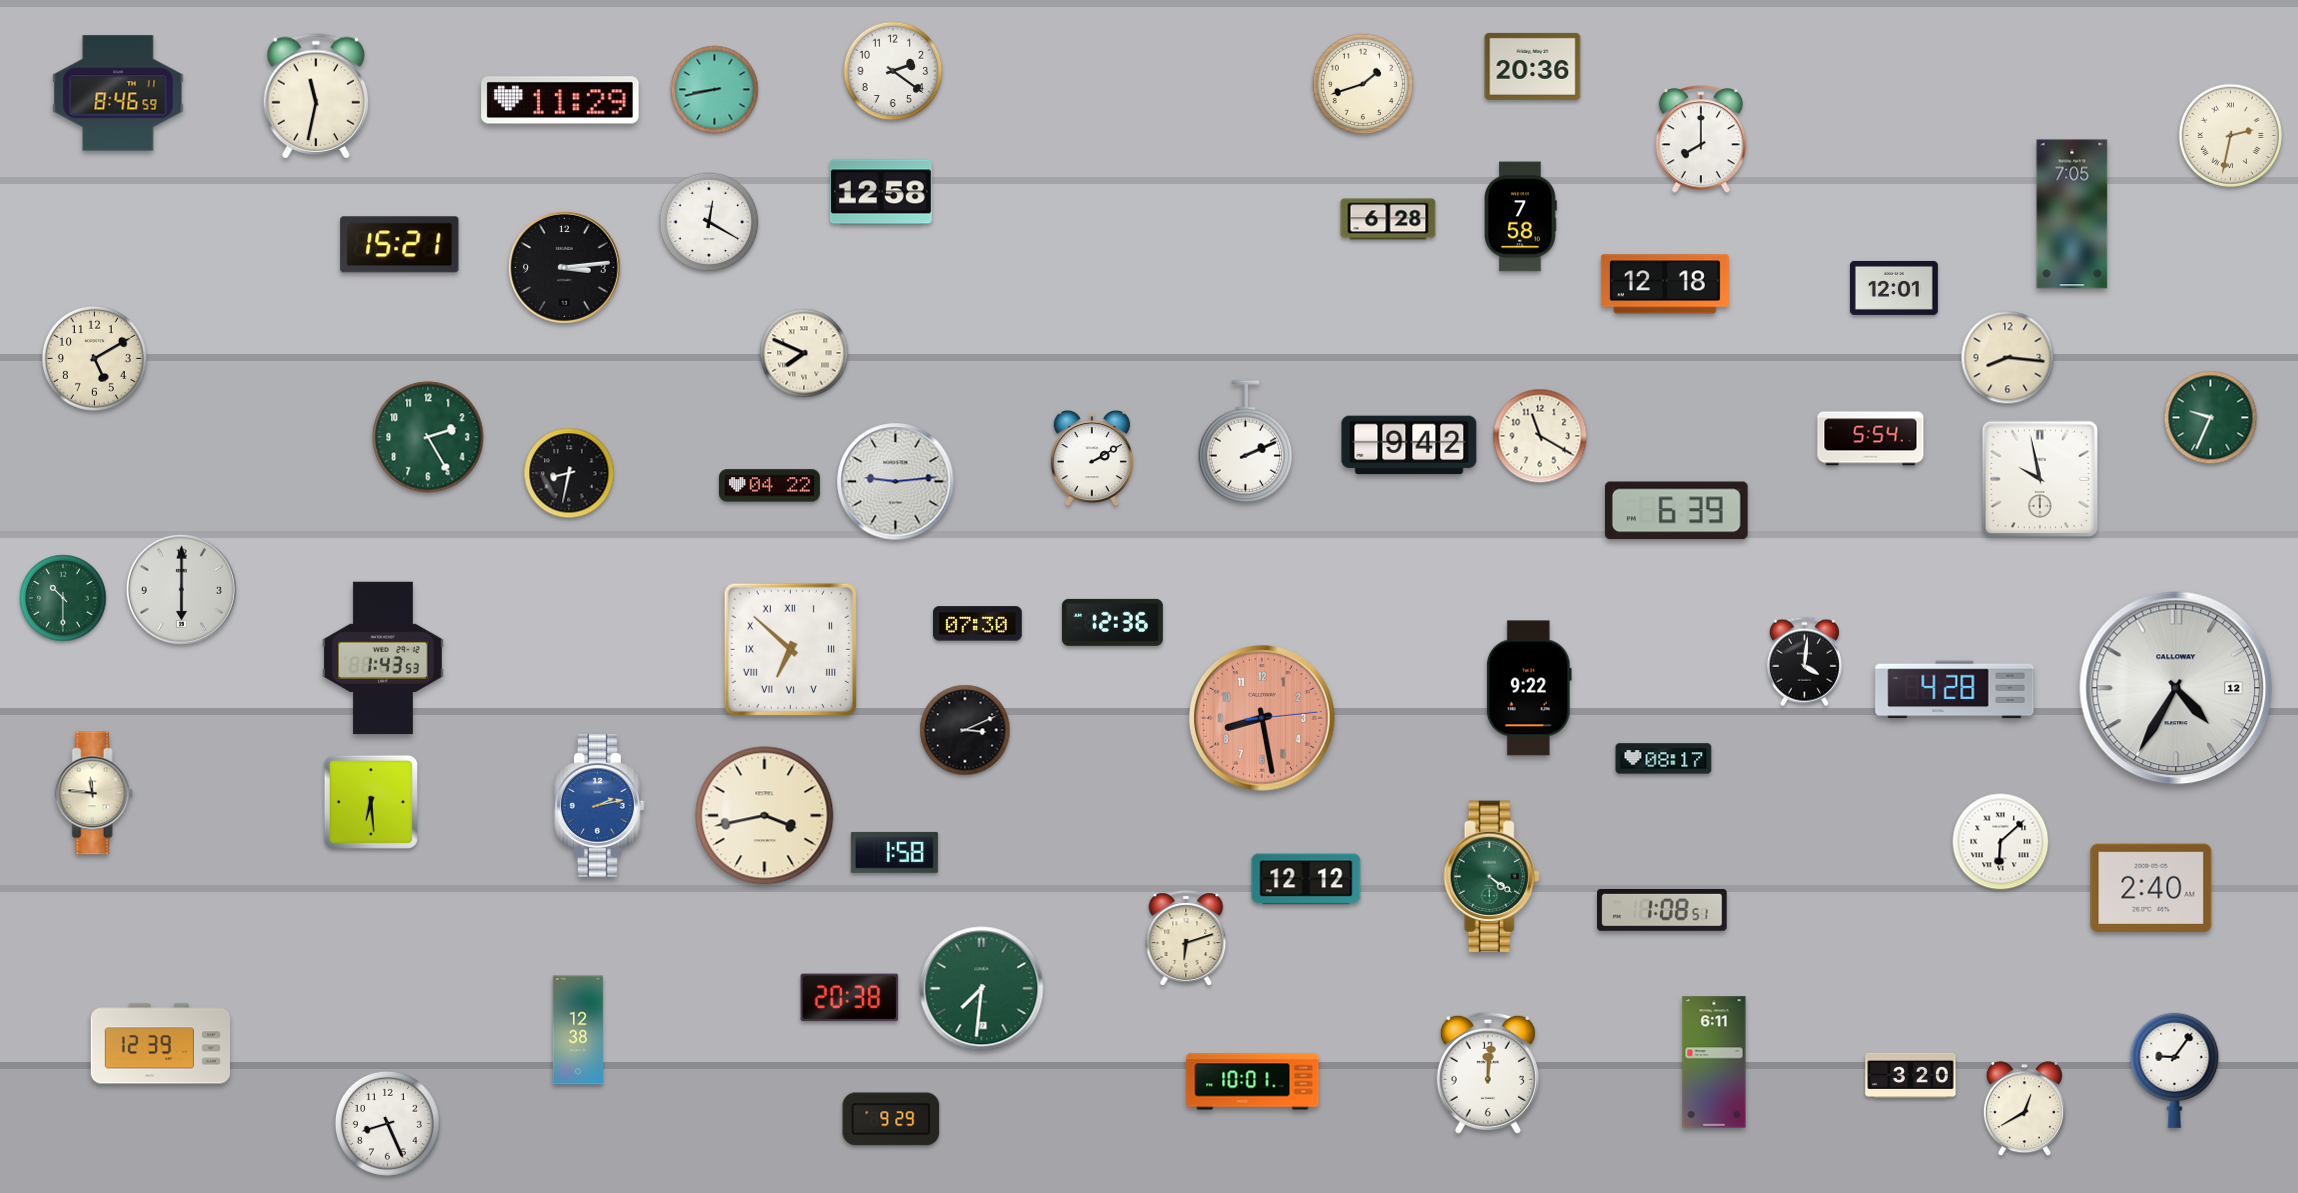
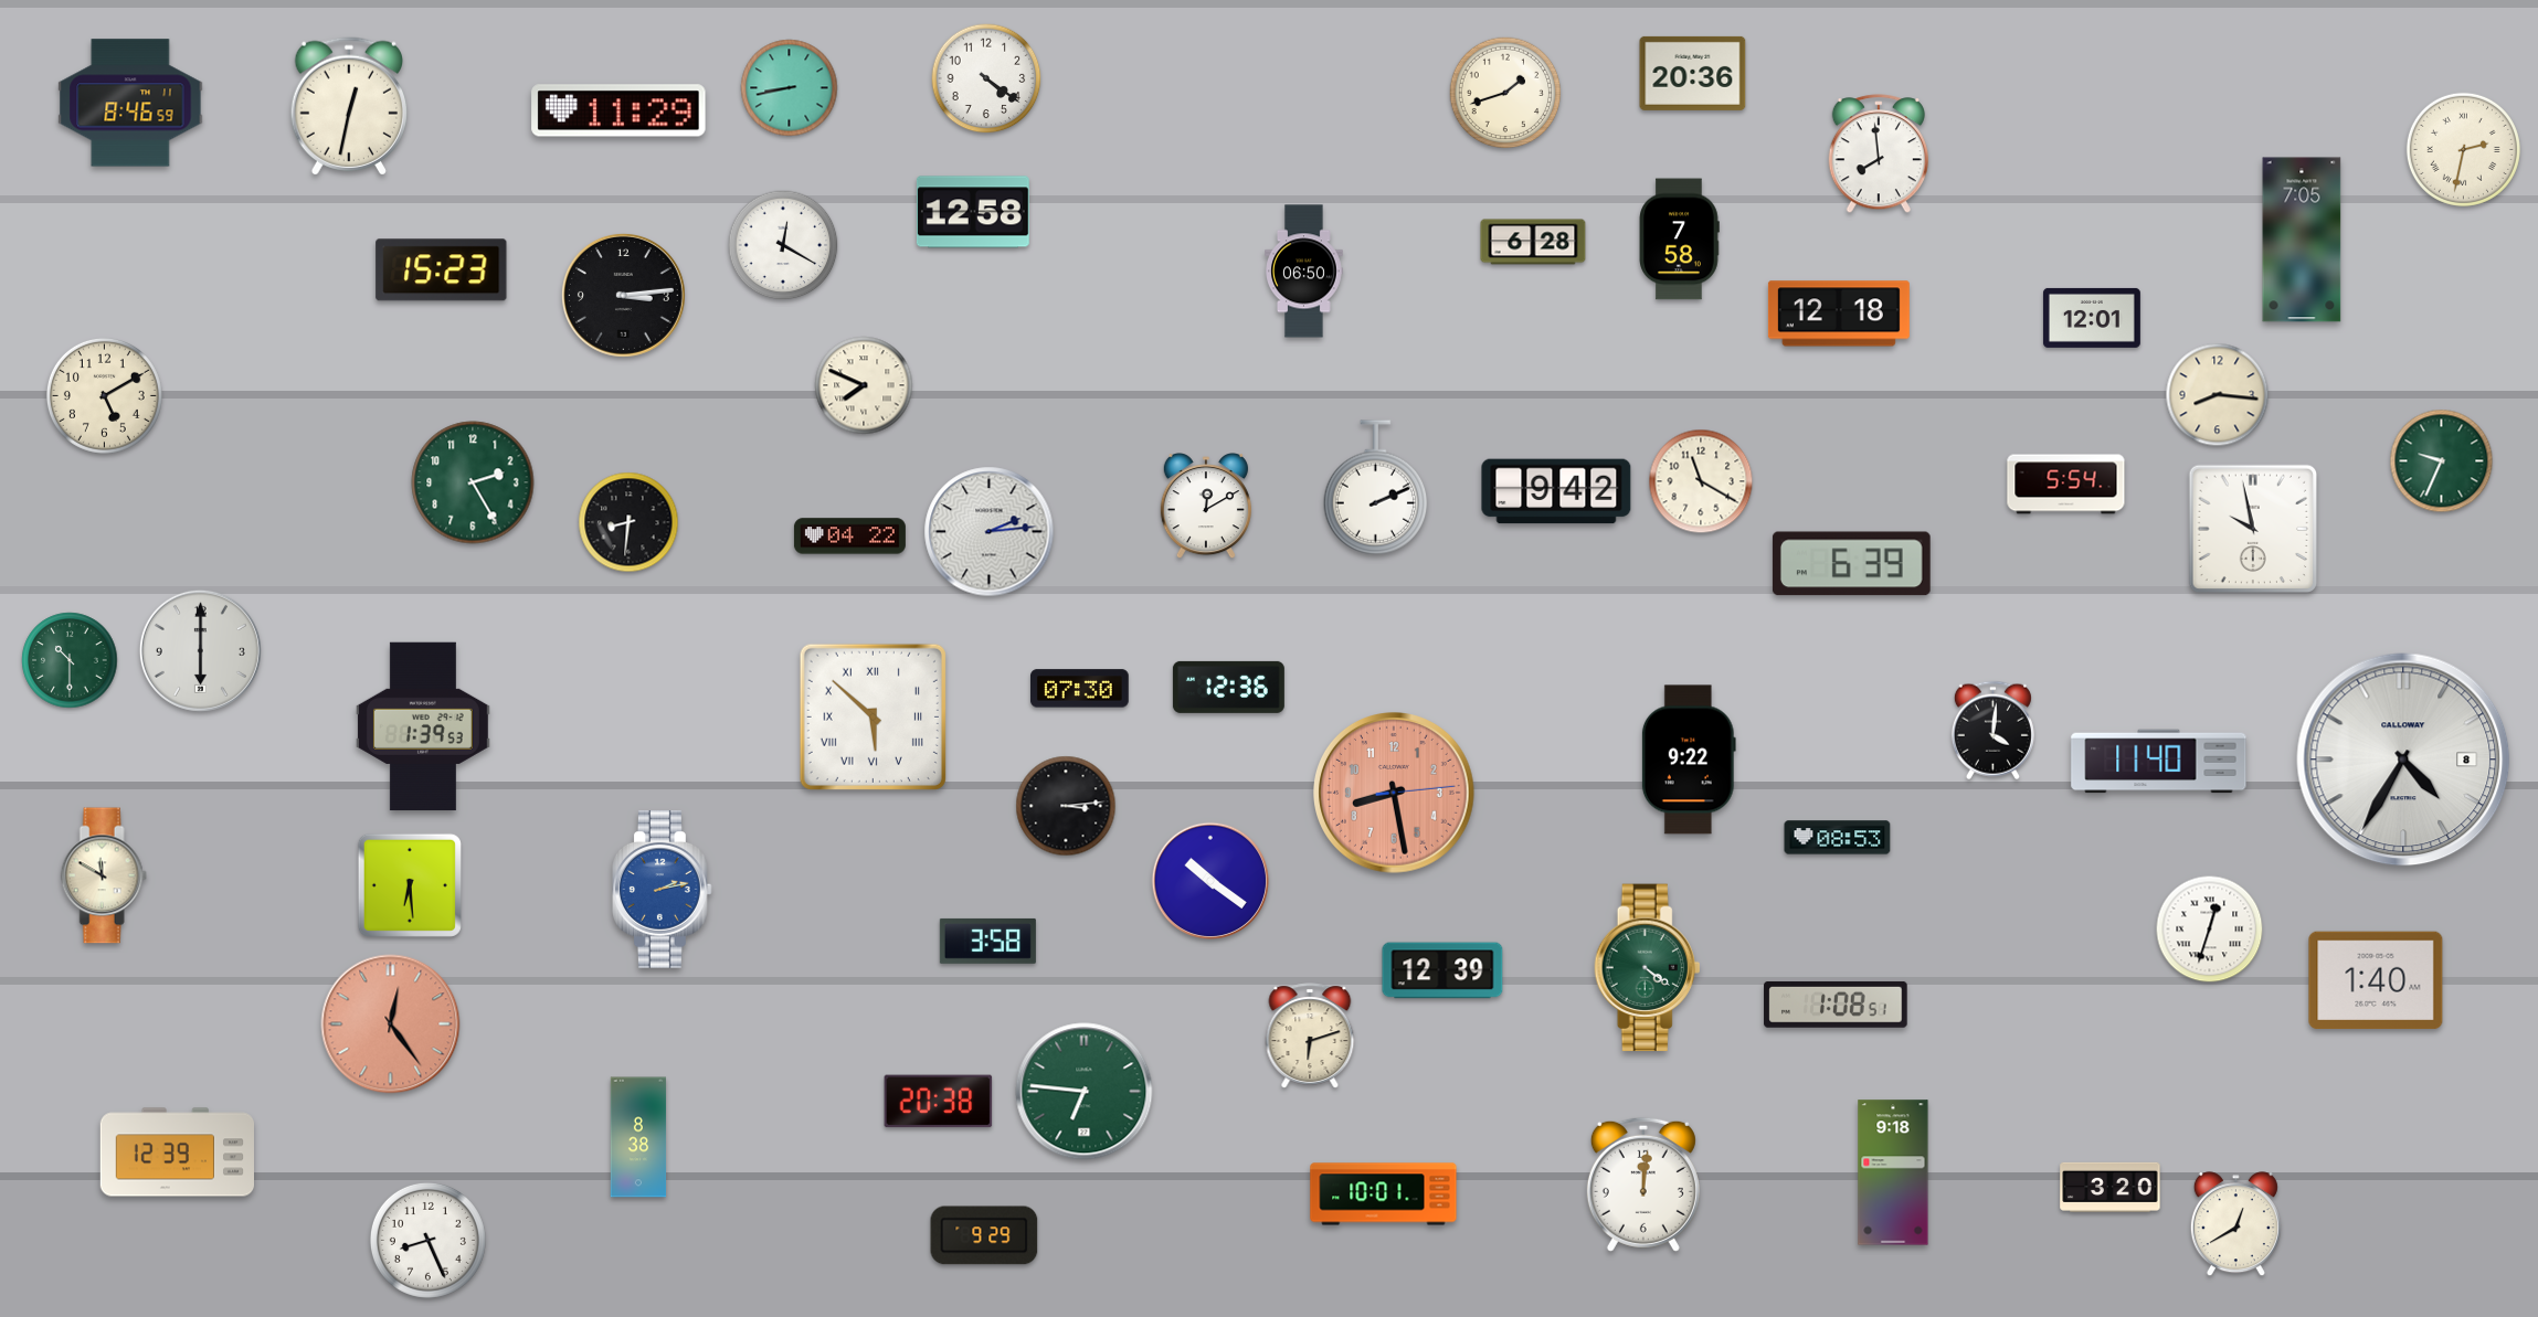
clock at (893, 71): 2:21 -> 4:21
clock at (715, 90) position: (715, 90) -> (790, 88)
clock at (316, 96): 11:32 -> 12:32
clock at (1701, 140): 8:00 -> 7:59
clock at (2072, 214) position: (2072, 214) -> (2302, 240)
clock at (400, 245): 15:21 -> 15:23
clock at (1304, 272): none -> 06:50
clock at (804, 353) position: (804, 353) -> (864, 385)
clock at (1092, 459): 2:10 -> 12:10
clock at (569, 473): 8:32 -> 8:31
clock at (896, 482): 9:14 -> 2:14
clock at (790, 649): 6:52 -> 5:52
clock at (383, 658): 1:43 -> 1:39
clock at (2176, 688) date: 12 -> 8
clock at (1955, 690): 4:28 -> 11:40
clock at (965, 730): 3:11 -> 3:14
clock at (1664, 759): 08:17 -> 08:53
clock at (94, 793): 11:46 -> 11:50
clock at (1209, 880): none -> 10:21
clock at (765, 816): 3:43 -> none
clock at (2001, 842): 6:08 -> 12:33
clock at (894, 852): 1:58 -> 3:58
clock at (1306, 879): 12:12 -> 12:39
clock at (2151, 888): 2:40 -> 1:40
clock at (391, 1024): none -> 12:24
clock at (982, 989): 7:31 -> 6:46
clock at (578, 1030): 12:38 -> 8:38
clock at (1714, 1062): 6:11 -> 9:18
clock at (2175, 1070): 9:06 -> none
